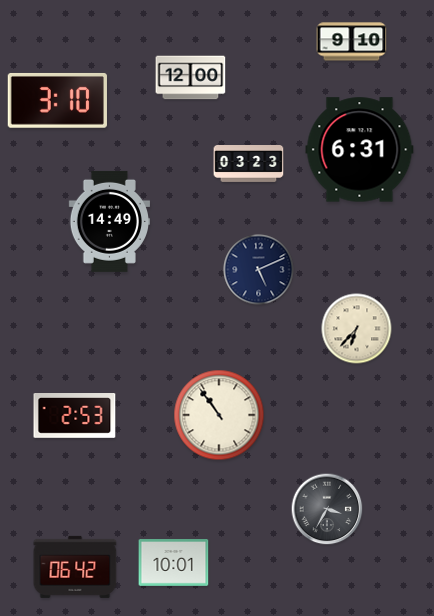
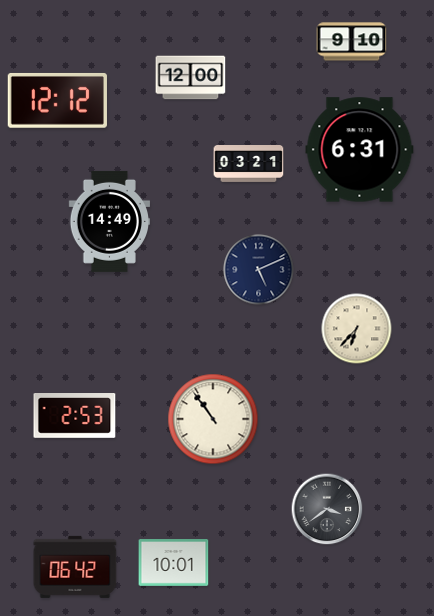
clock at (57, 100): 3:10 -> 12:12
clock at (249, 164): 03:23 -> 03:21
clock at (219, 415) position: (219, 415) -> (213, 419)
clock at (327, 509): 3:35 -> 3:39
